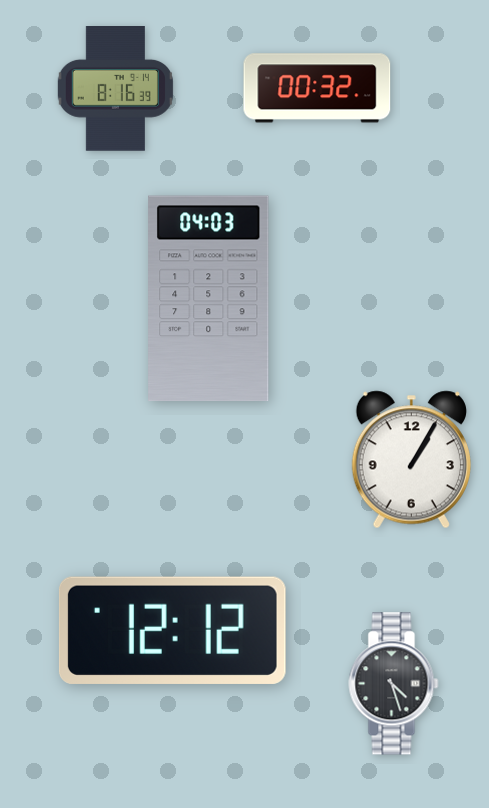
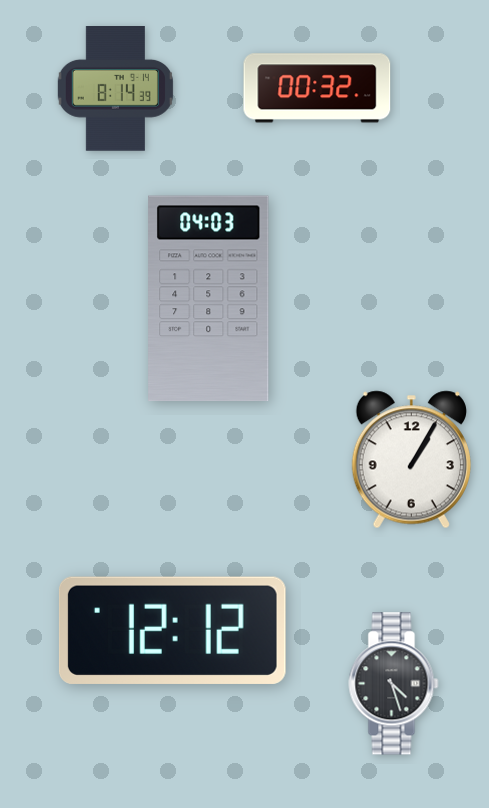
clock at (115, 89): 8:16 -> 8:14
